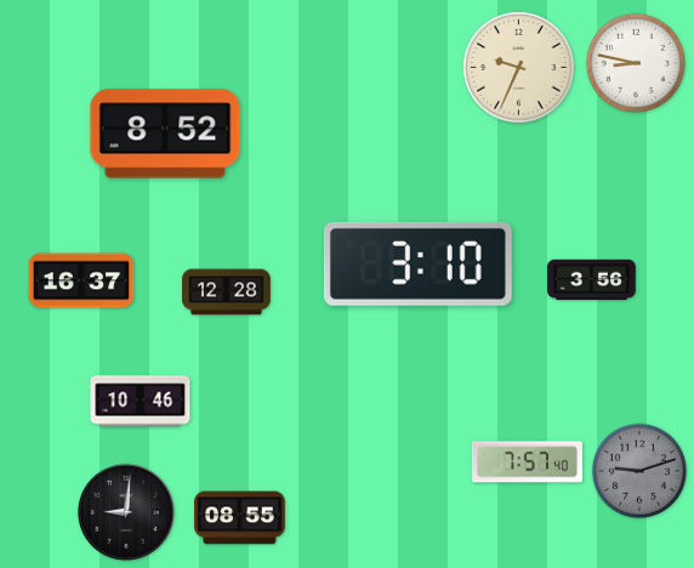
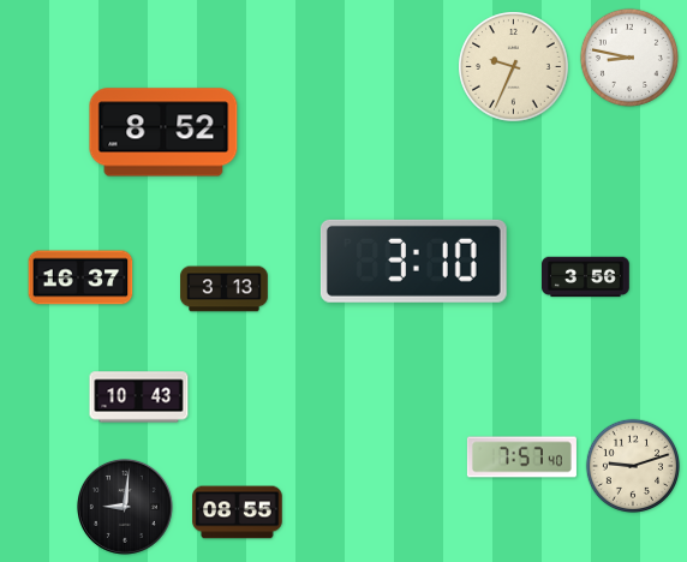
clock at (636, 63) position: (636, 63) -> (629, 58)
clock at (227, 292): 12:28 -> 3:13
clock at (141, 402): 10:46 -> 10:43
clock at (638, 470) dial: grey -> cream
